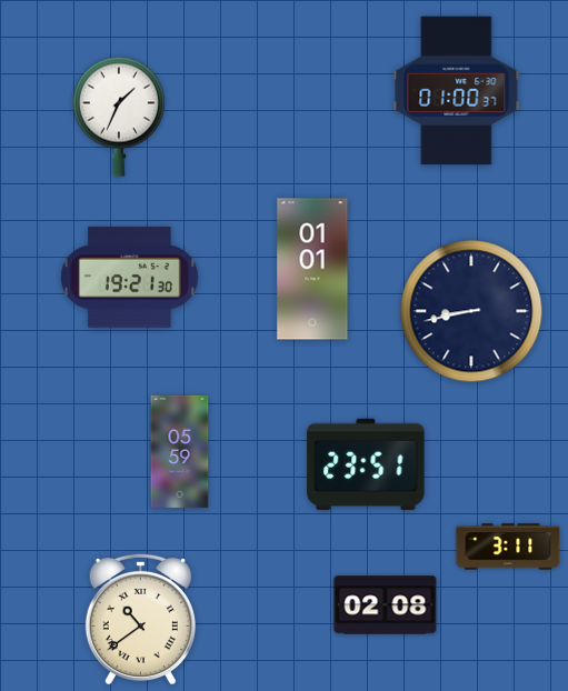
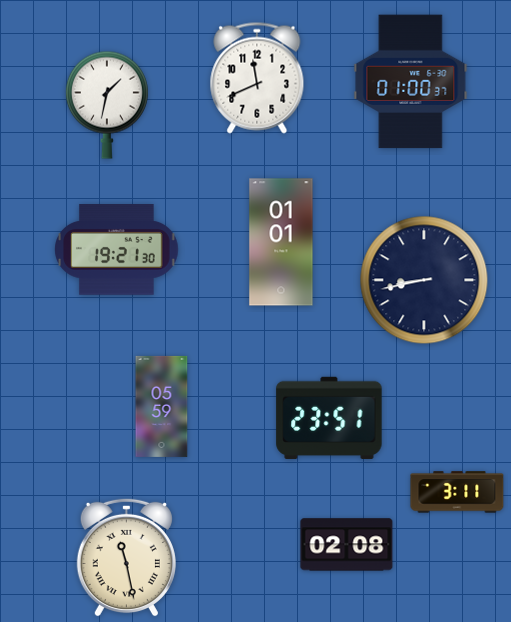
clock at (257, 78): none -> 11:41
clock at (119, 117): 1:34 -> 1:32
clock at (140, 619): 10:39 -> 11:28
